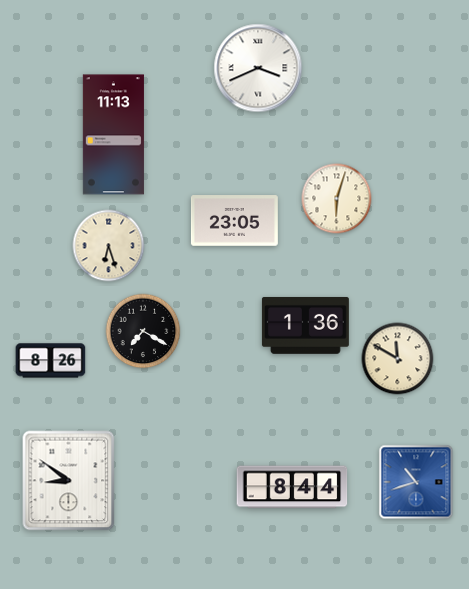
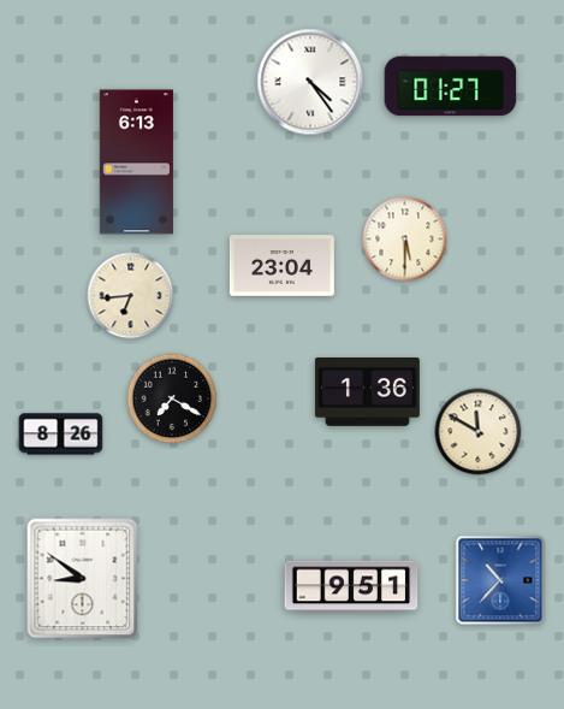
clock at (258, 68): 3:41 -> 4:24
clock at (451, 87): none -> 01:27
clock at (113, 135): 11:13 -> 6:13
clock at (337, 199): 6:03 -> 5:30
clock at (234, 221): 23:05 -> 23:04
clock at (109, 246): 6:27 -> 6:44
clock at (416, 482): 10:42 -> 10:37
clock at (292, 487): 8:44 -> 9:51
